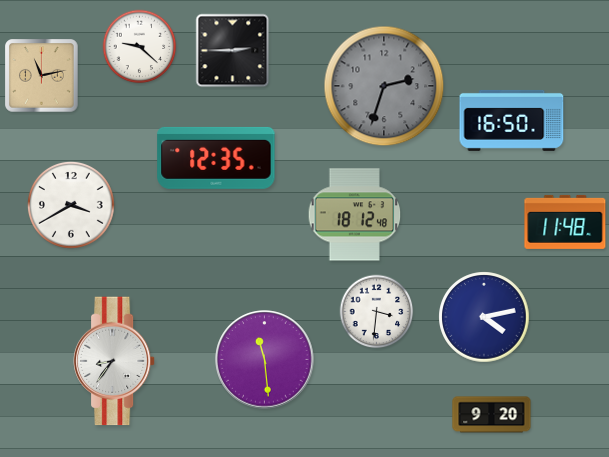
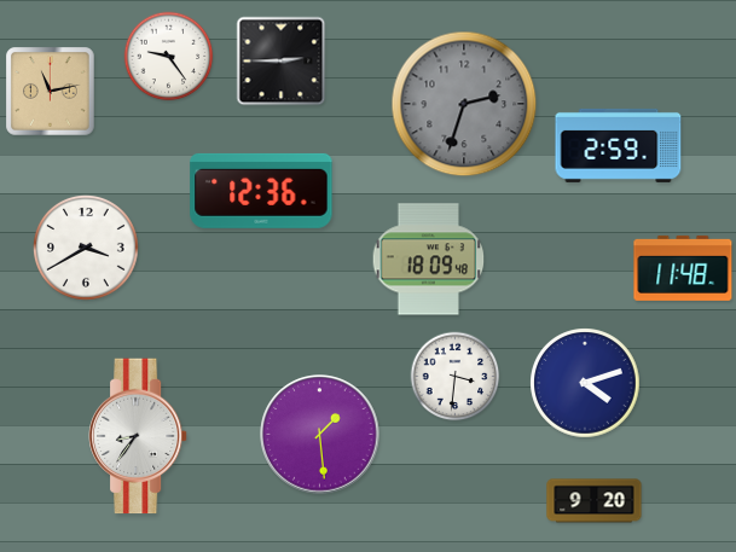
clock at (140, 47): 9:22 -> 9:24
clock at (512, 120): 16:50 -> 2:59
clock at (216, 158): 12:35 -> 12:36
clock at (355, 215): 18:12 -> 18:09
clock at (484, 317): 4:13 -> 4:12
clock at (265, 360): 11:29 -> 1:29
